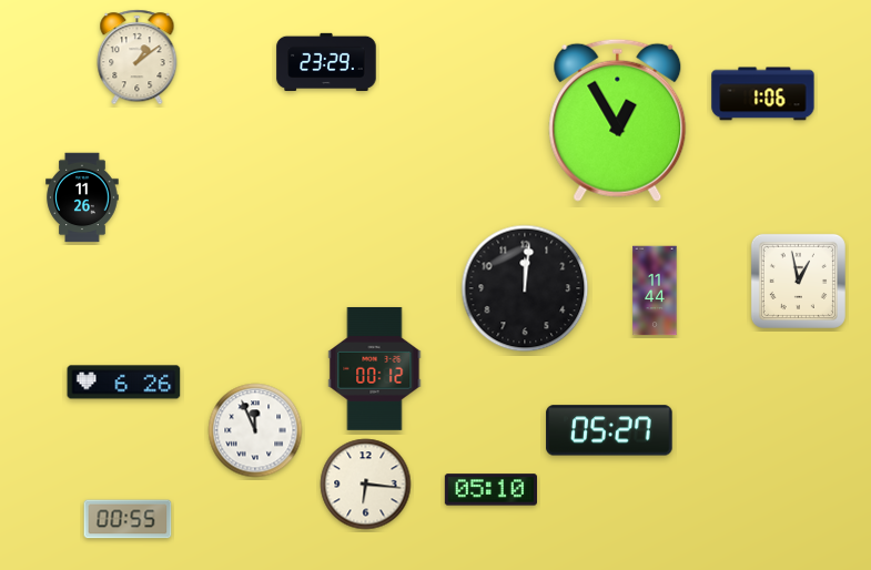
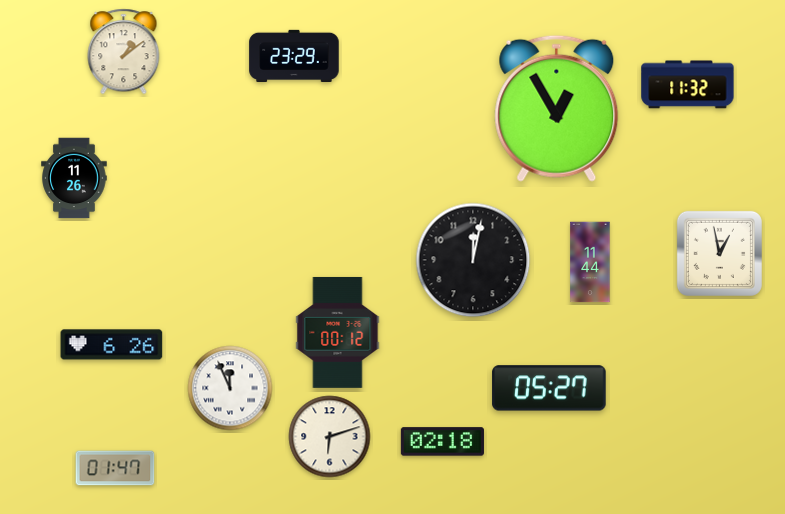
clock at (763, 94): 1:06 -> 11:32
clock at (525, 288): 12:01 -> 12:02
clock at (366, 485): 6:16 -> 6:12
clock at (490, 490): 05:10 -> 02:18
clock at (128, 519): 00:55 -> 01:47
